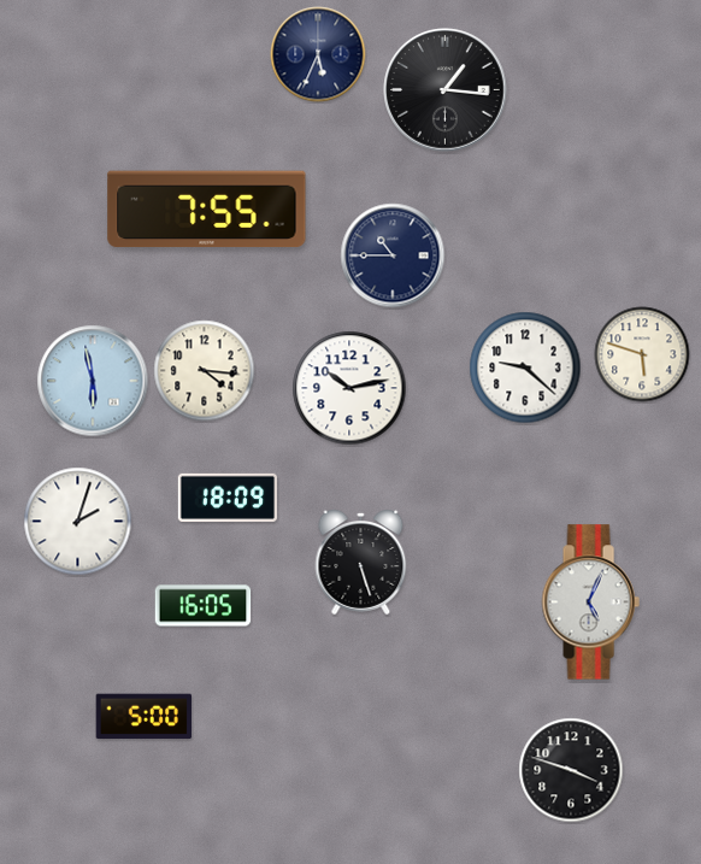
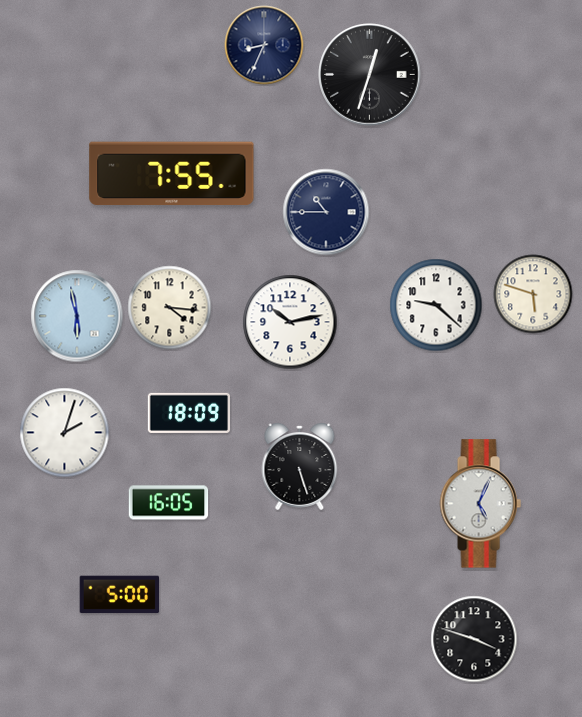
clock at (318, 54): 5:34 -> 8:34
clock at (446, 90): 1:16 -> 12:33
clock at (590, 603) position: (590, 603) -> (480, 504)
